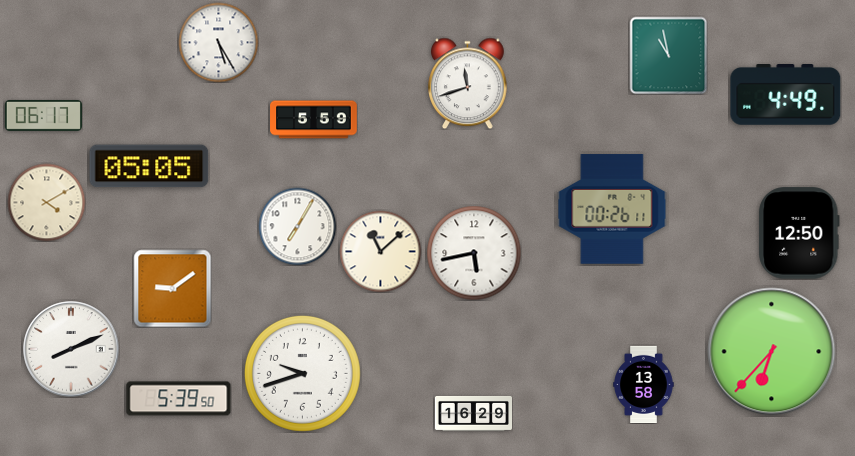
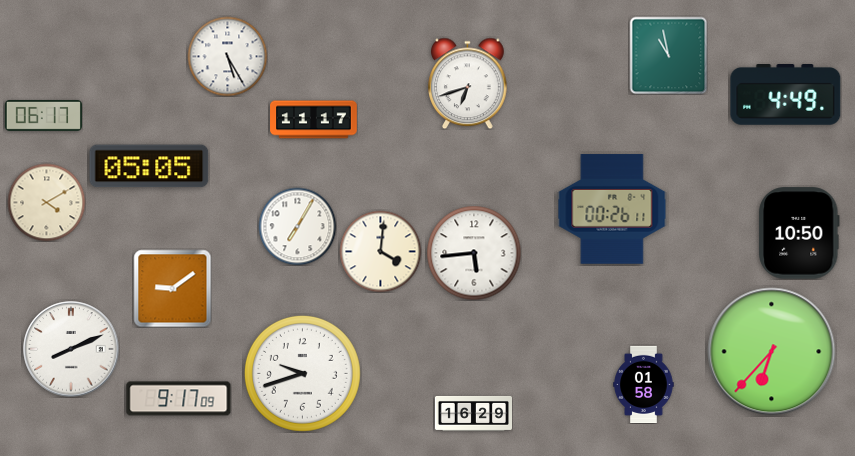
clock at (218, 42) position: (218, 42) -> (227, 56)
clock at (468, 83): 11:42 -> 6:42
clock at (314, 120): 5:59 -> 11:17
clock at (800, 233): 12:50 -> 10:50
clock at (380, 251): 11:08 -> 4:01
clock at (474, 253): 5:43 -> 5:44
clock at (644, 384): 13:58 -> 01:58
clock at (179, 399): 5:39 -> 9:17
